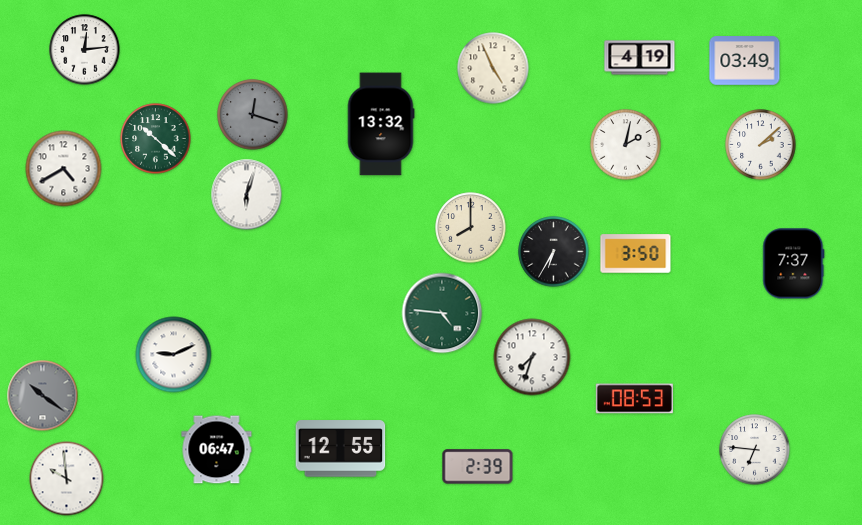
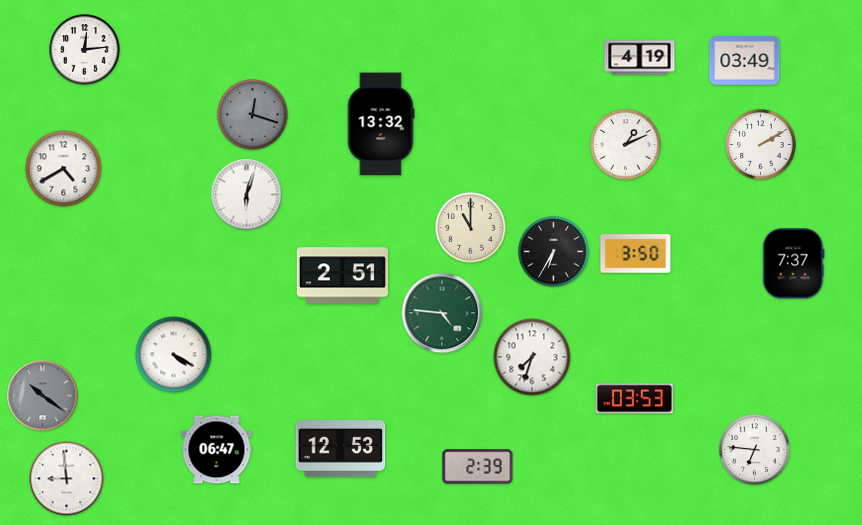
clock at (493, 68): 4:56 -> none
clock at (156, 139): 10:22 -> none
clock at (626, 145): 2:02 -> 1:11
clock at (761, 145): 2:08 -> 2:10
clock at (471, 228): 8:00 -> 11:00
clock at (342, 276): none -> 2:51
clock at (174, 355): 9:11 -> 4:20
clock at (634, 399): 08:53 -> 03:53
clock at (341, 449): 12:55 -> 12:53
clock at (67, 479): 9:59 -> 8:59
